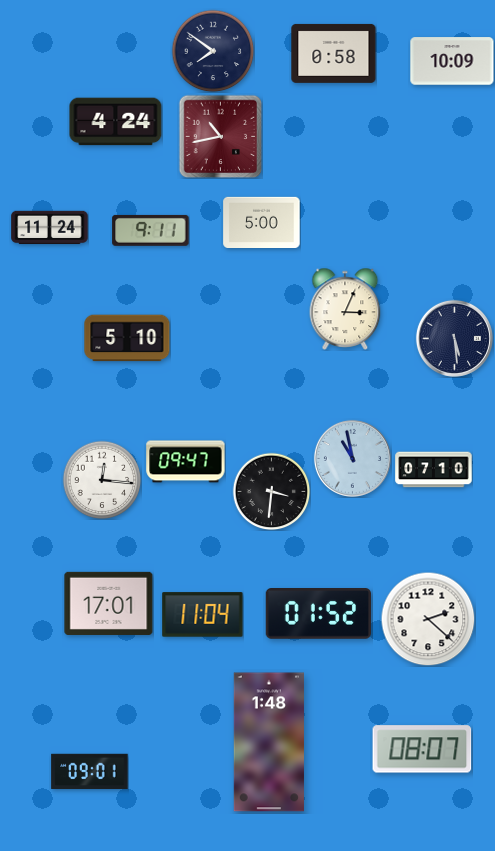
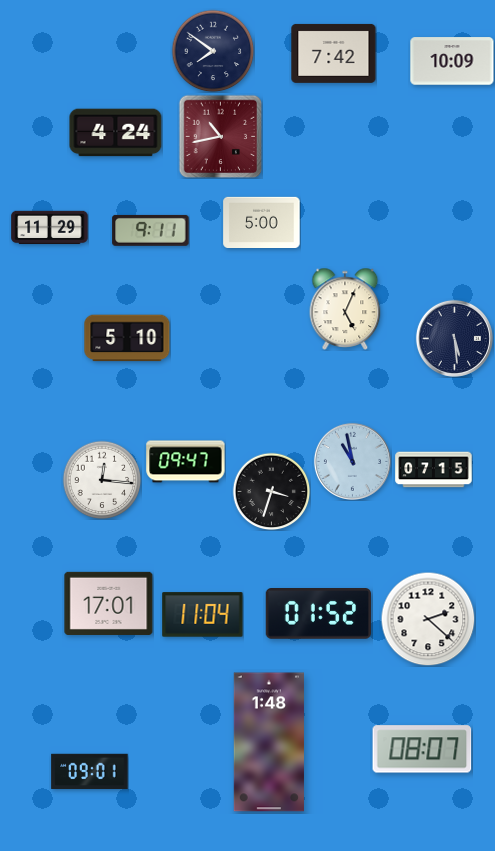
clock at (334, 53): 0:58 -> 7:42
clock at (116, 122) position: (116, 122) -> (116, 133)
clock at (50, 228): 11:24 -> 11:29
clock at (345, 309): 3:04 -> 5:04
clock at (352, 458) position: (352, 458) -> (352, 461)
clock at (434, 470): 07:10 -> 07:15
clock at (271, 491): 3:31 -> 3:33
